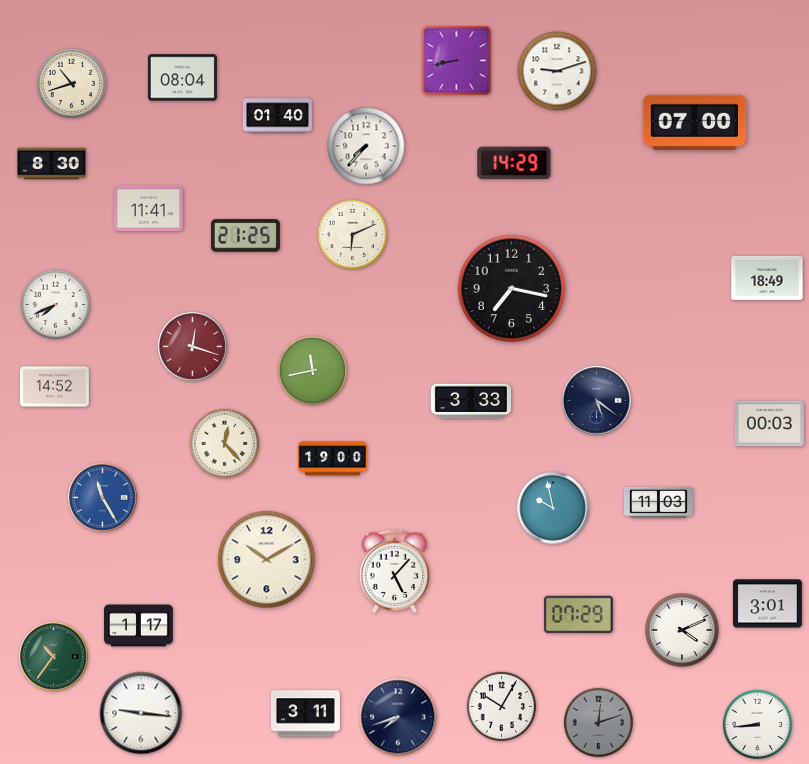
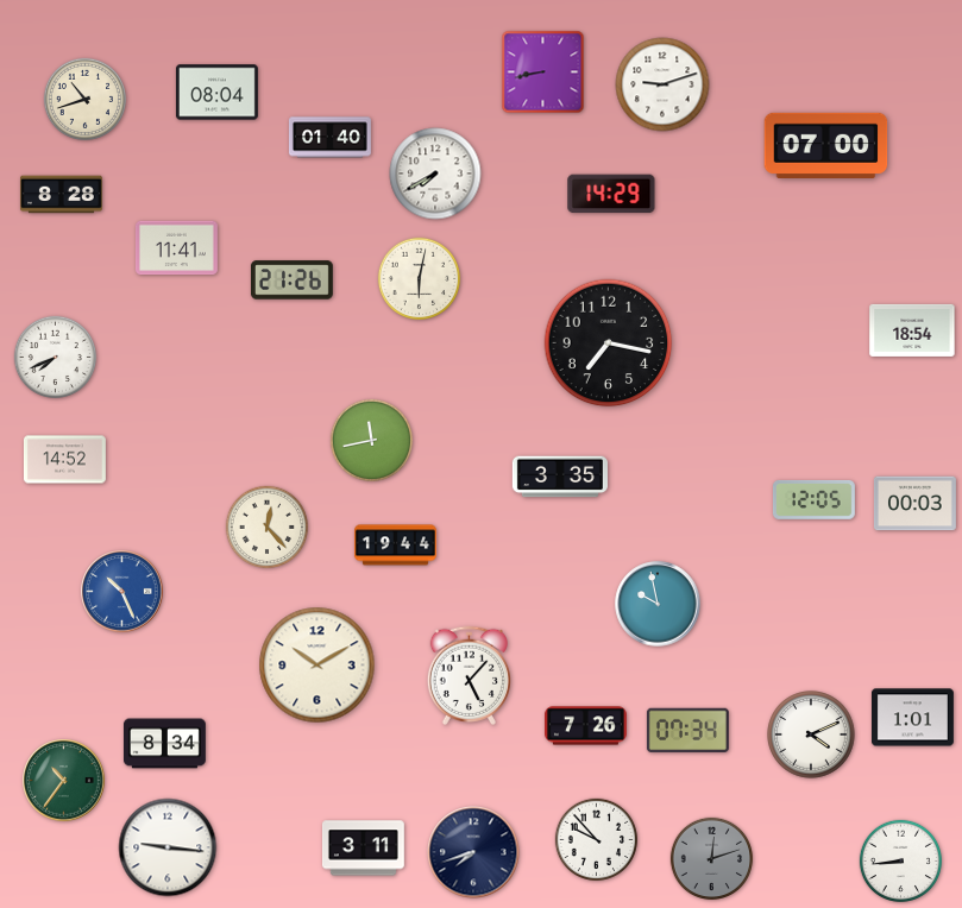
clock at (366, 146): 7:37 -> 7:40
clock at (51, 164): 8:30 -> 8:28
clock at (353, 235): 6:11 -> 6:02
clock at (245, 236): 21:25 -> 21:26
clock at (767, 278): 18:49 -> 18:54
clock at (56, 305) position: (56, 305) -> (56, 358)
clock at (193, 347): 12:18 -> none
clock at (471, 401): 3:33 -> 3:35
clock at (597, 401): 5:21 -> none
clock at (813, 499): none -> 12:05
clock at (332, 459): 19:00 -> 19:44
clock at (103, 498): 11:25 -> 10:26
clock at (659, 502): 11:03 -> none
clock at (394, 571) position: (394, 571) -> (469, 675)
clock at (767, 604): 3:01 -> 1:01
clock at (586, 726): none -> 7:26
clock at (578, 615): 07:29 -> 07:34
clock at (138, 626): 1:17 -> 8:34
clock at (682, 630) position: (682, 630) -> (811, 734)
clock at (502, 707): 10:05 -> 9:53
